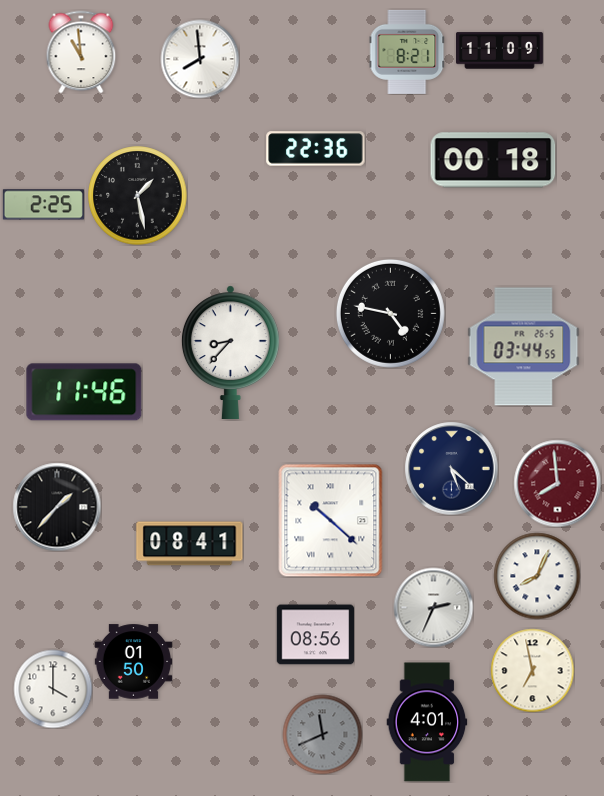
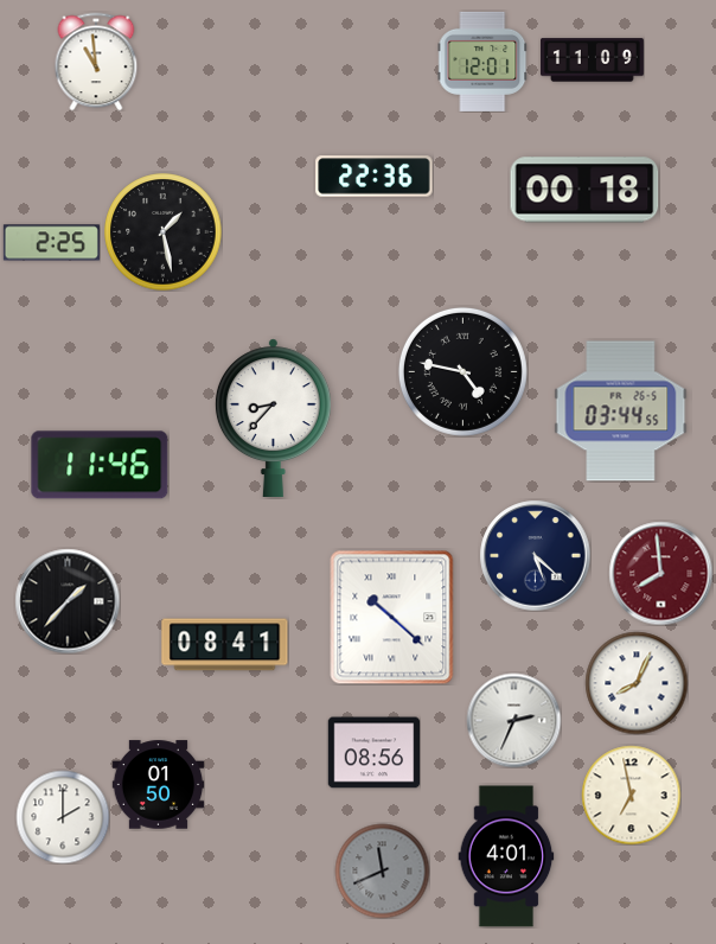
clock at (407, 52): 8:21 -> 12:01
clock at (200, 59): 7:59 -> none
clock at (53, 689): 4:00 -> 2:00
